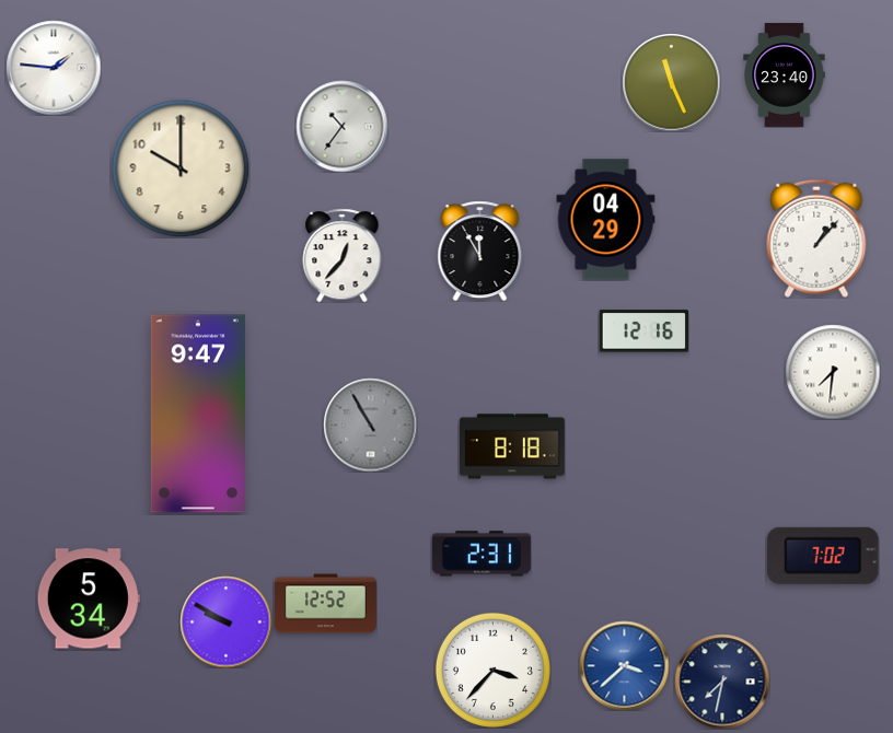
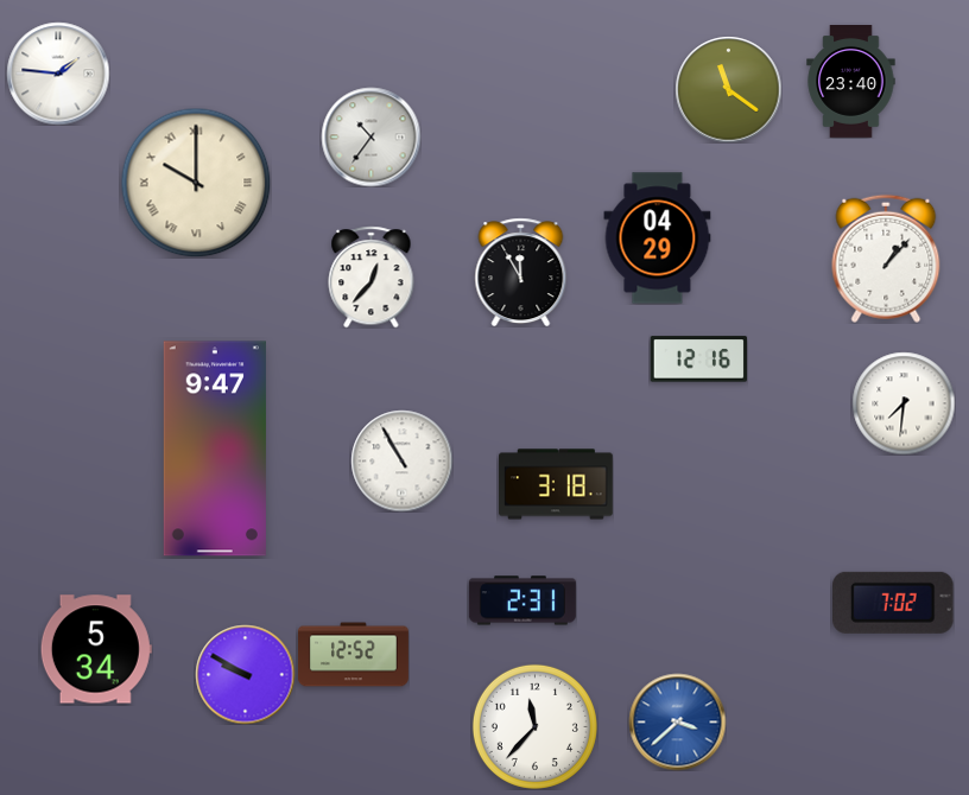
clock at (671, 82): 11:26 -> 11:21
clock at (181, 168) numerals: Arabic -> Roman
clock at (370, 424) dial: grey -> white
clock at (513, 446): 8:18 -> 3:18
clock at (492, 670): 3:37 -> 11:37
clock at (722, 682): 7:32 -> none
